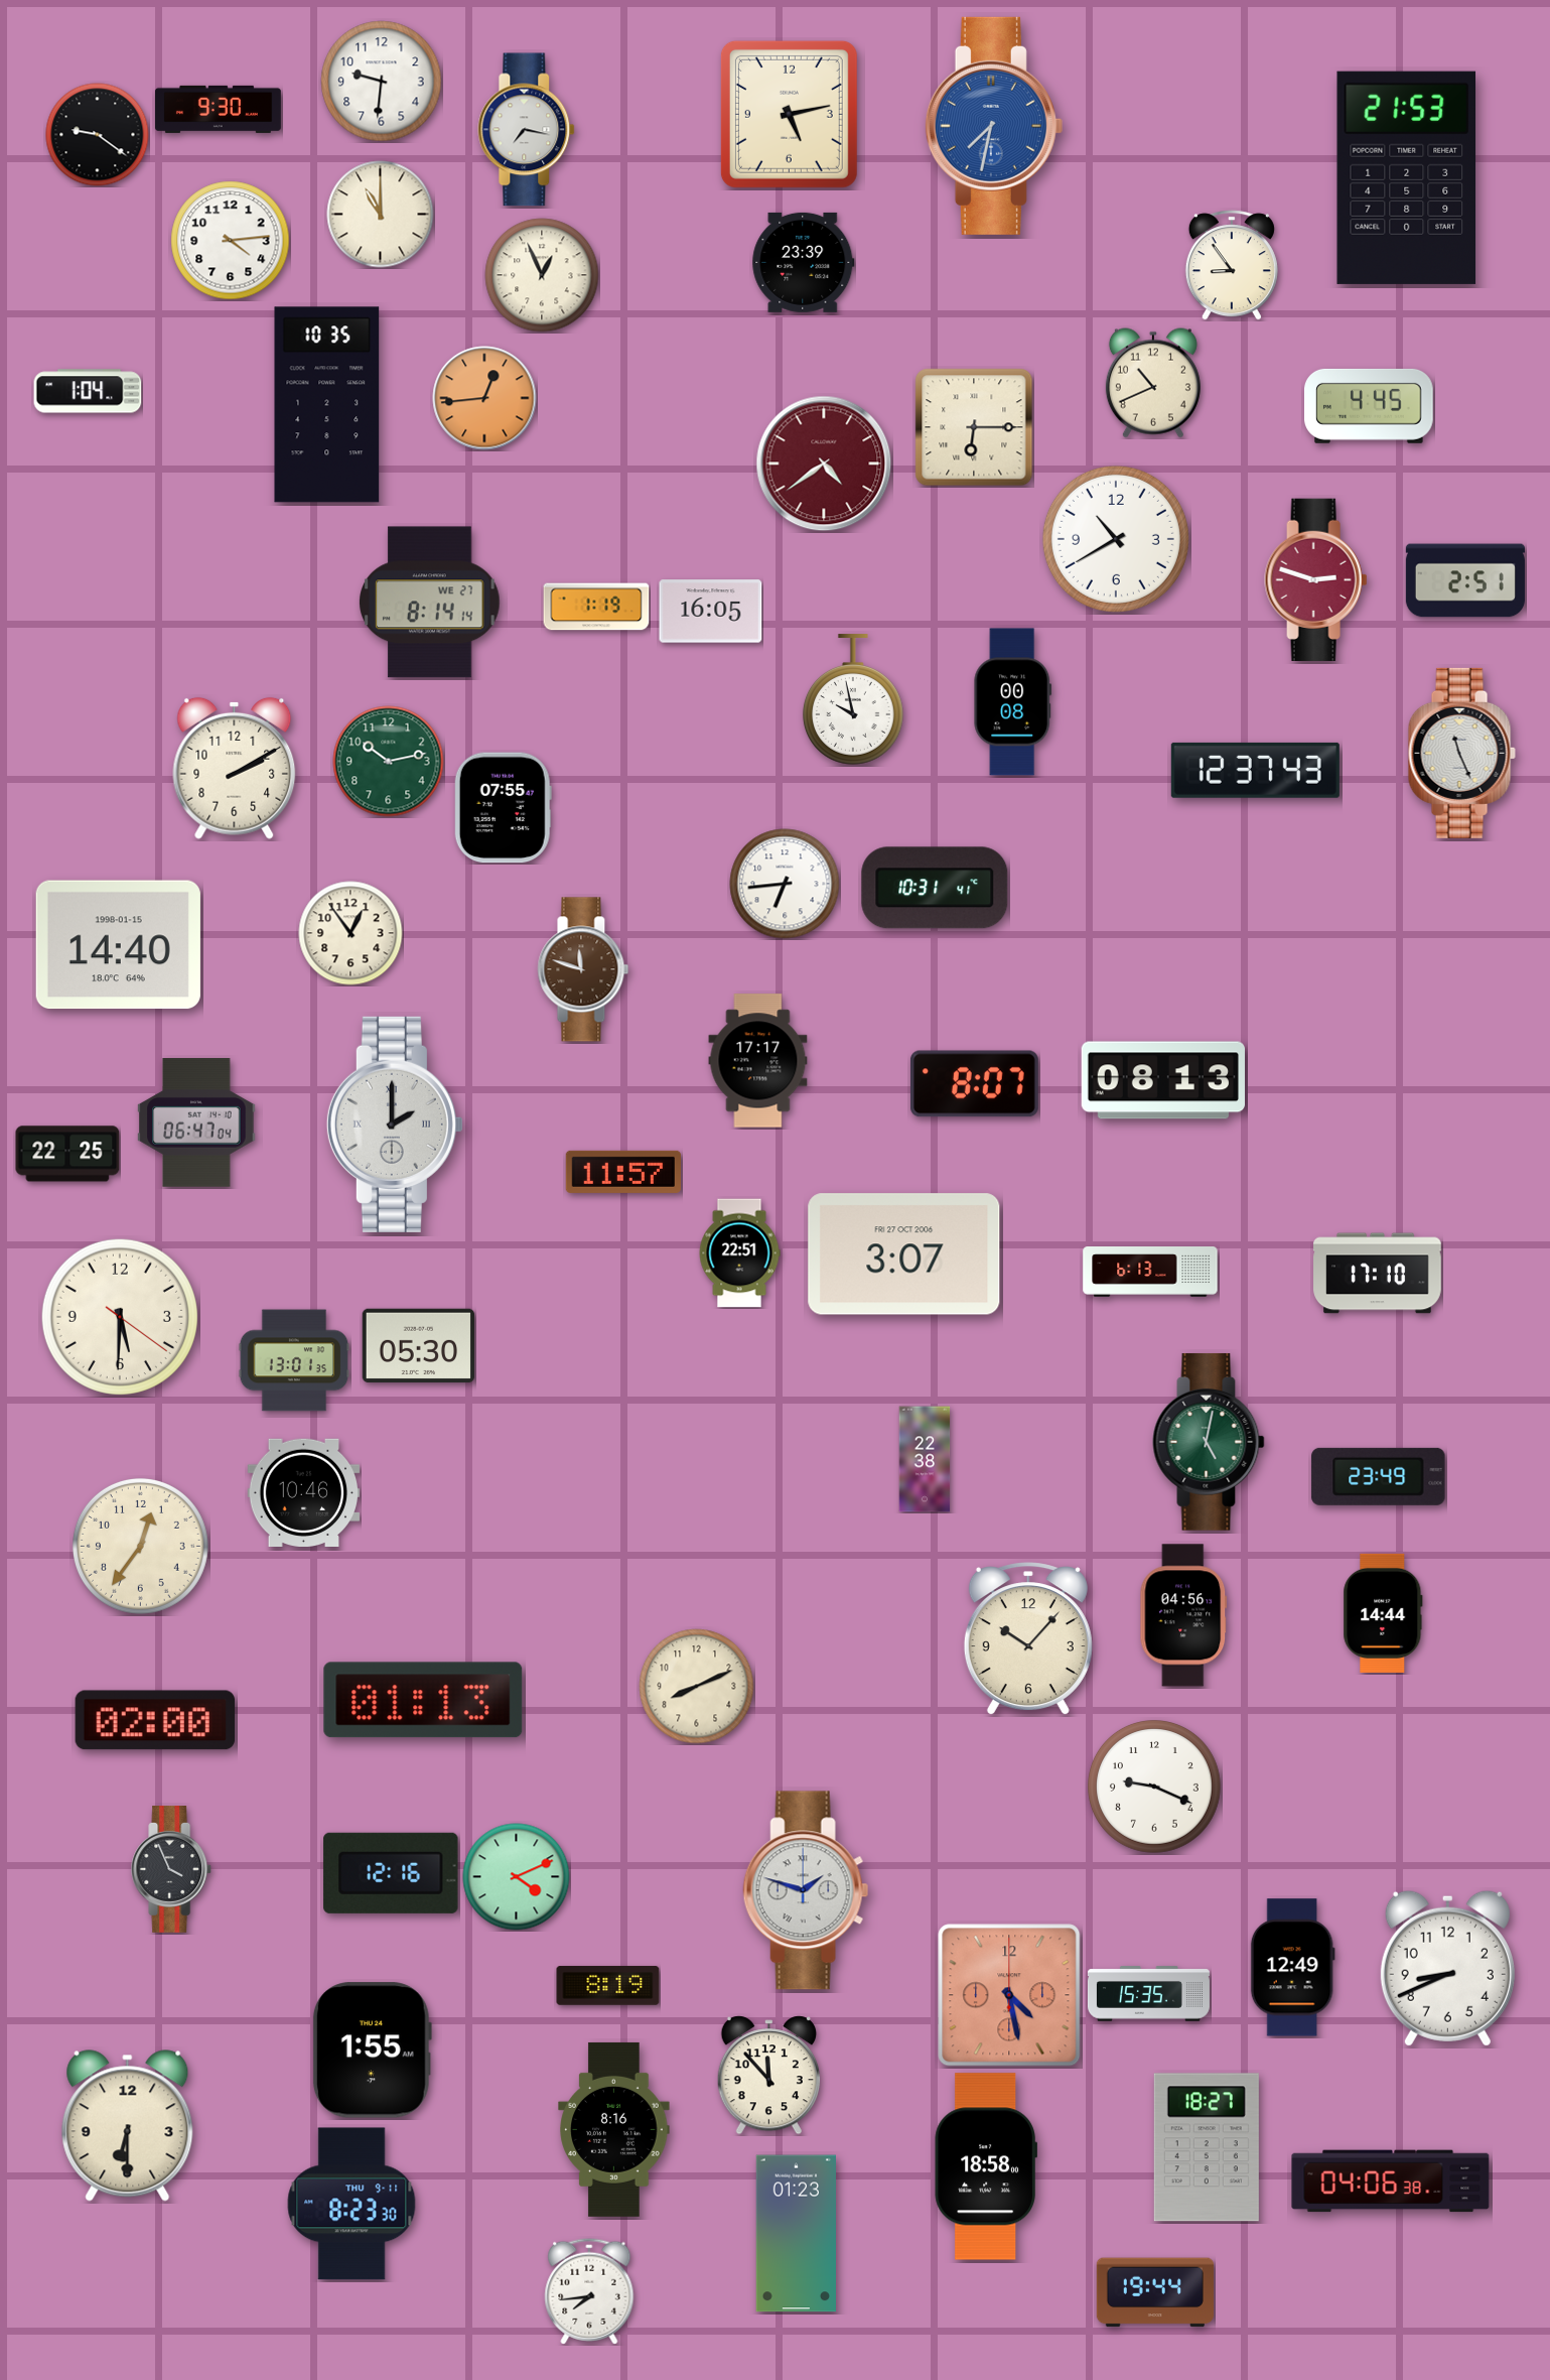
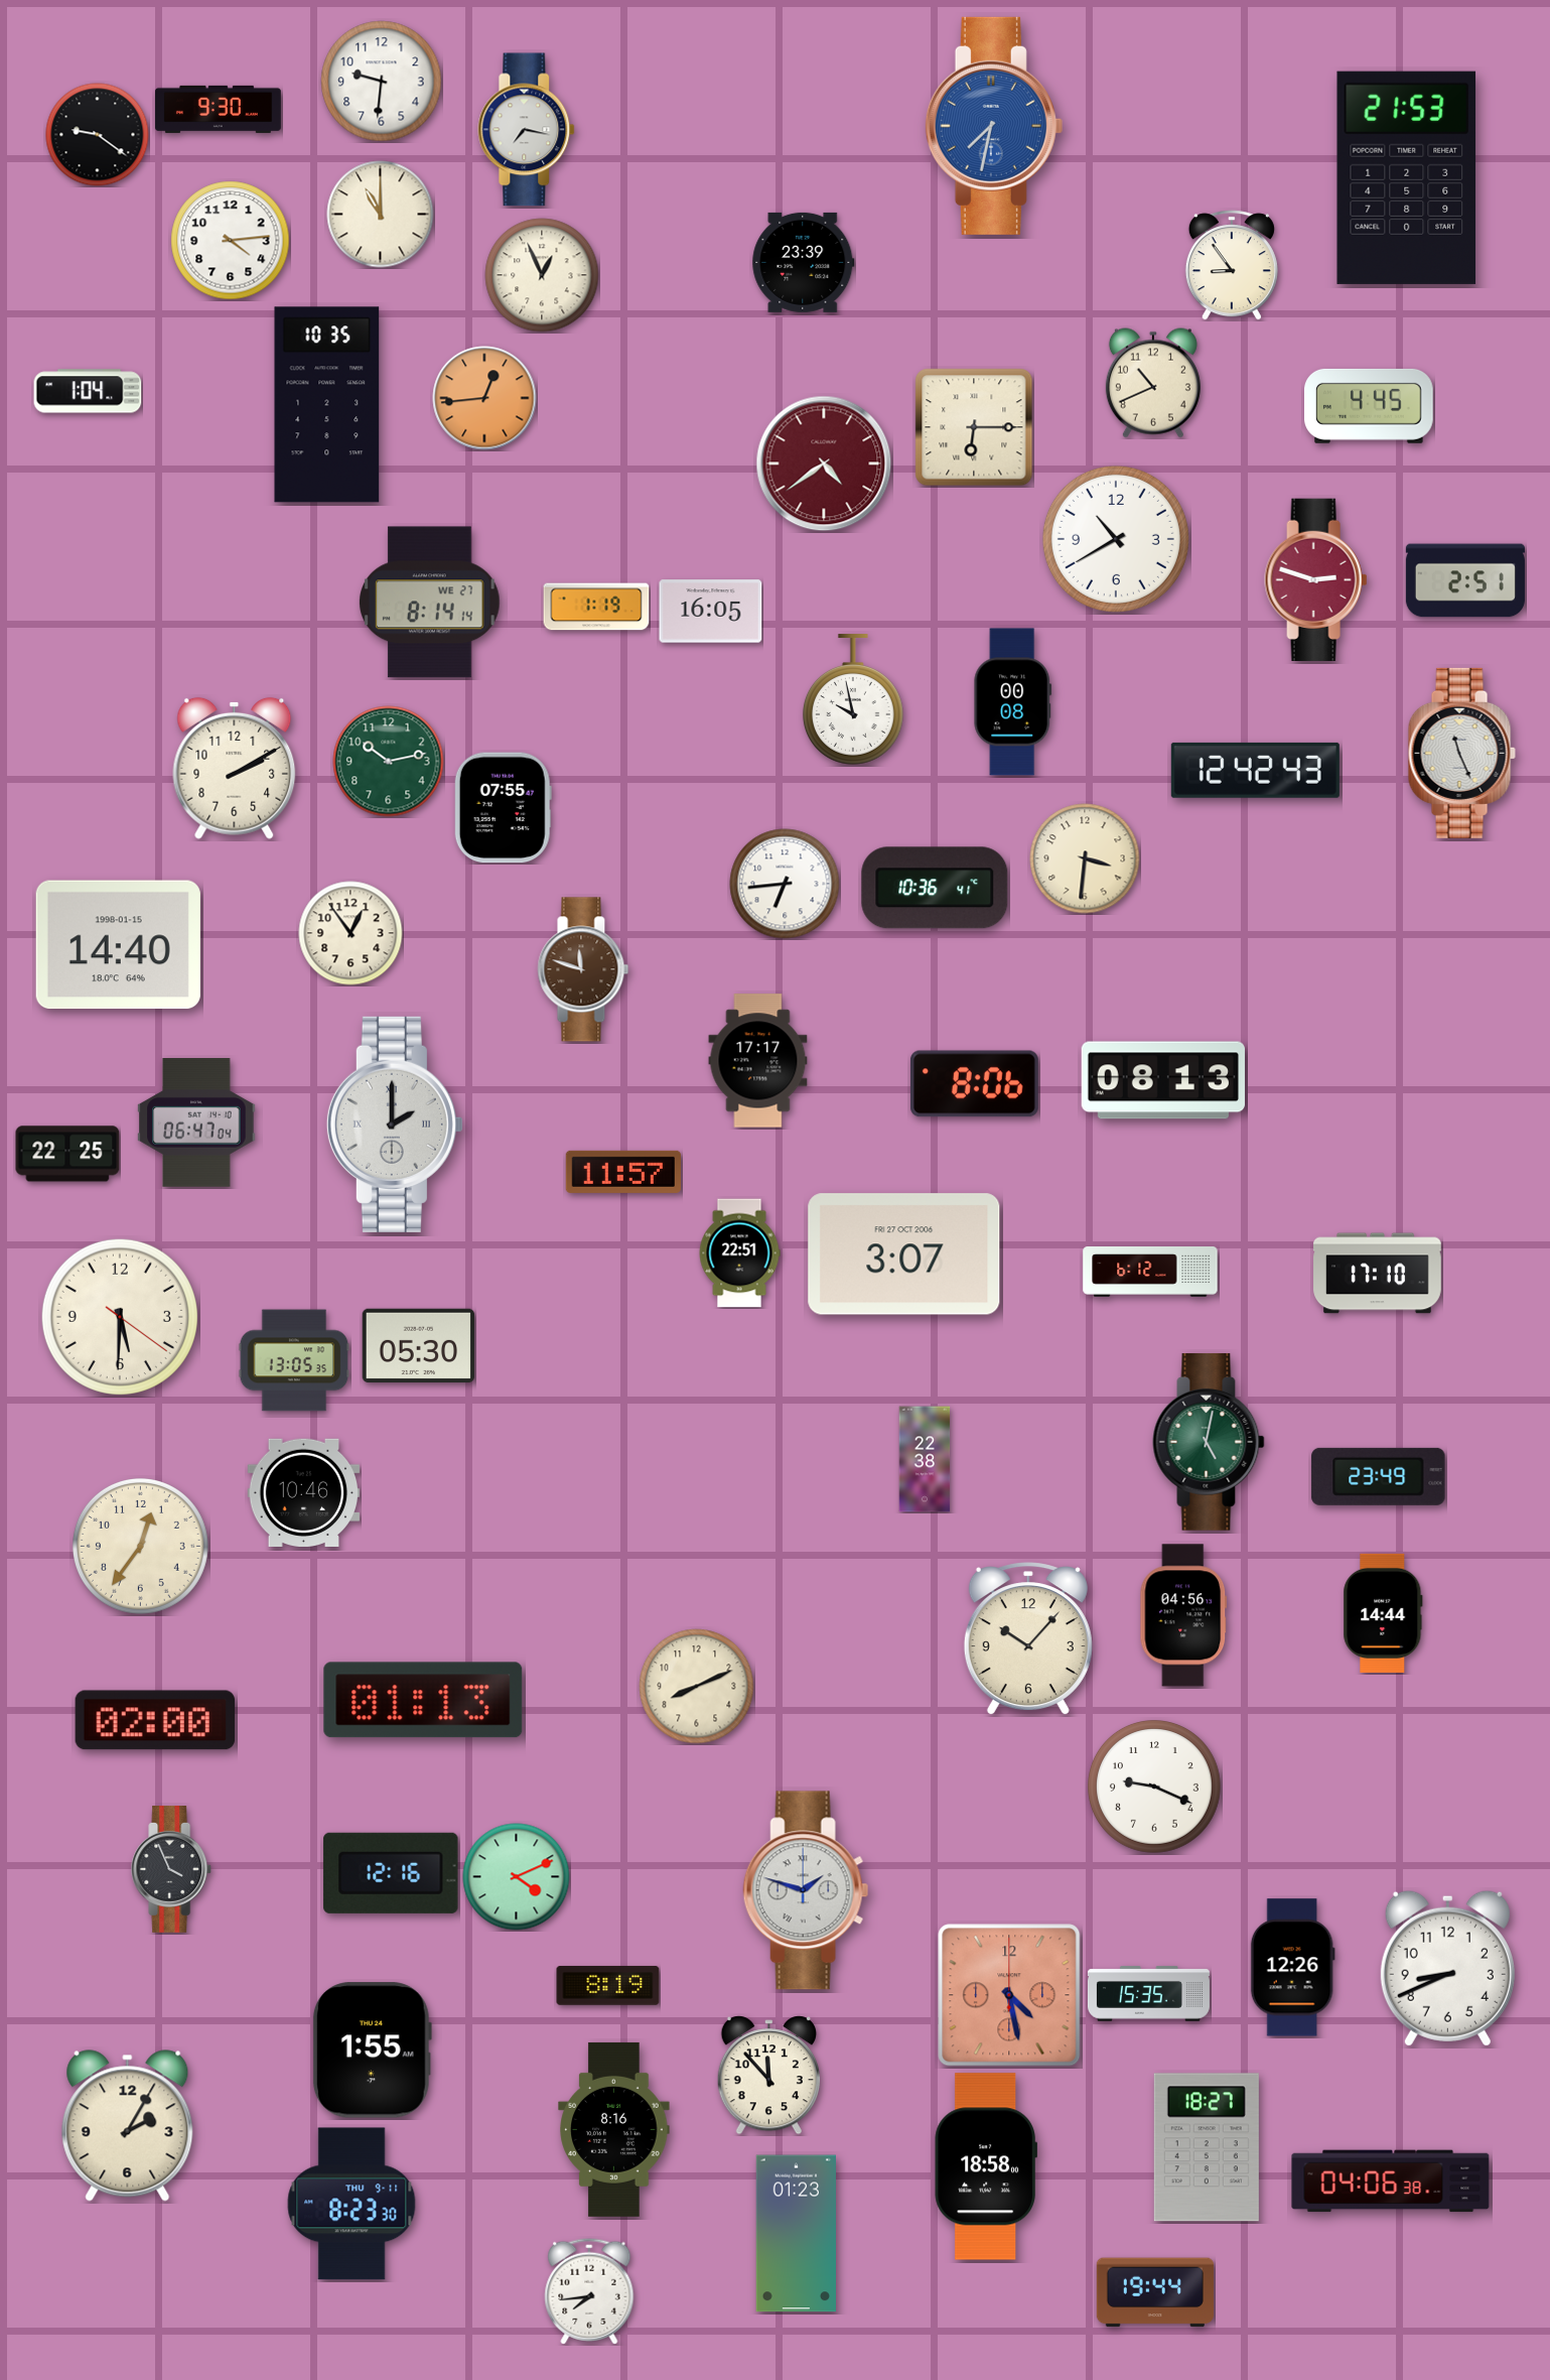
clock at (789, 114): 5:13 -> none
clock at (1255, 770): 12:37 -> 12:42
clock at (1085, 858): none -> 3:31
clock at (935, 888): 10:31 -> 10:36
clock at (974, 1084): 8:07 -> 8:06
clock at (1150, 1273): 6:13 -> 6:12
clock at (294, 1360): 13:01 -> 13:05
clock at (1292, 1968): 12:49 -> 12:26
clock at (128, 2126): 6:30 -> 2:05
